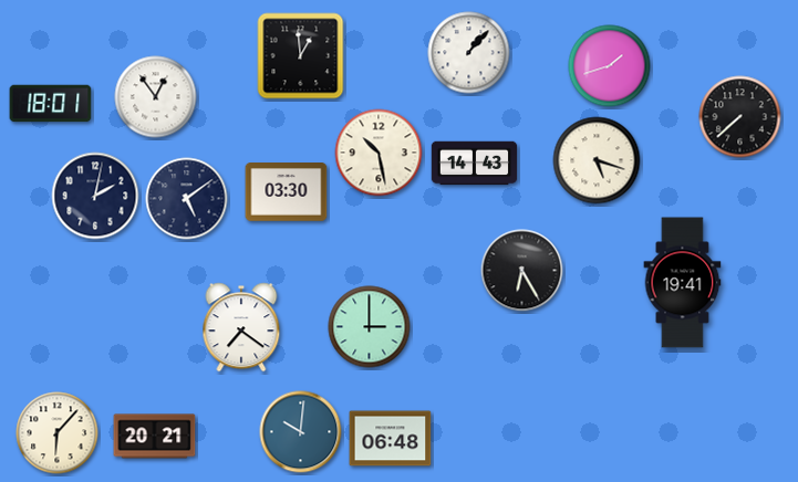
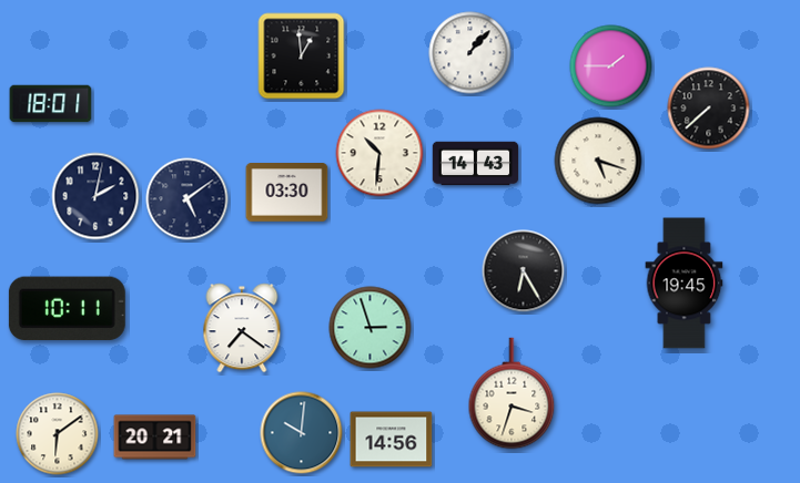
clock at (610, 66): 1:42 -> 1:45
clock at (156, 97): 12:54 -> none
clock at (740, 117) position: (740, 117) -> (709, 109)
clock at (379, 153): 10:28 -> 10:31
clock at (683, 283): 19:41 -> 19:45
clock at (67, 309): none -> 10:11
clock at (370, 327): 3:00 -> 2:57
clock at (512, 393): none -> 3:33
clock at (58, 433): 6:07 -> 6:09
clock at (391, 439): 06:48 -> 14:56
